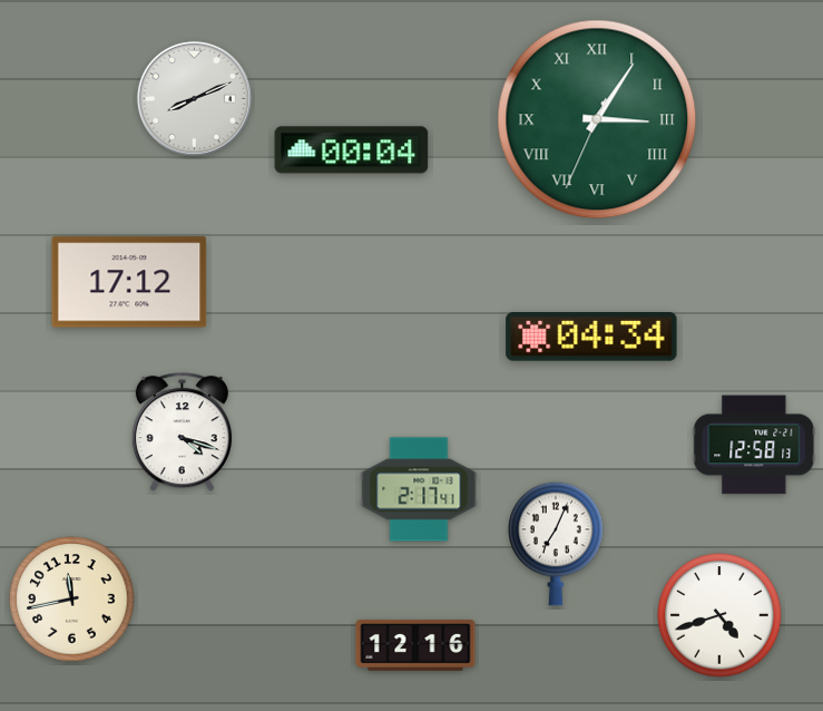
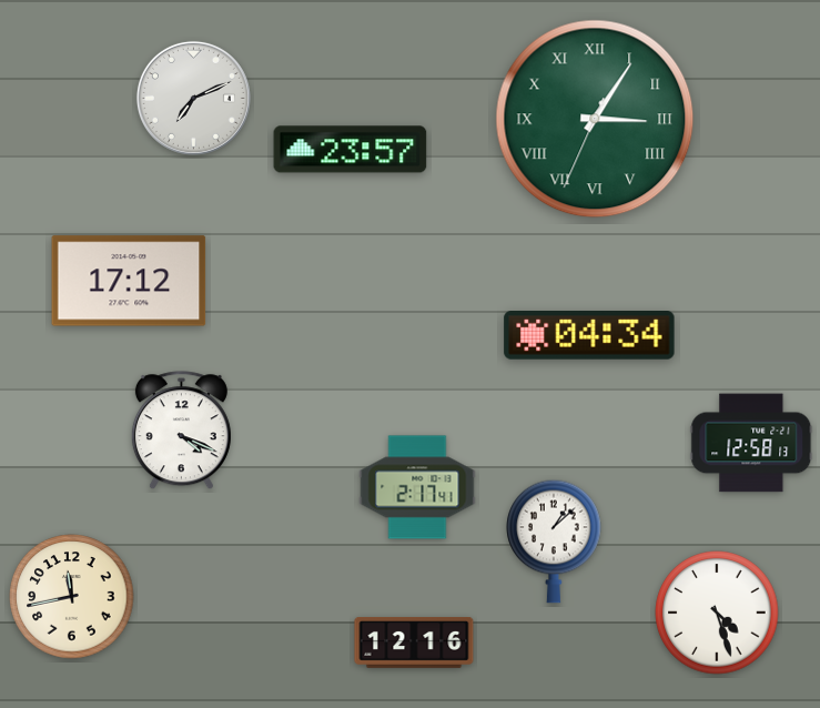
clock at (194, 98): 8:11 -> 7:11
clock at (352, 150): 00:04 -> 23:57
clock at (182, 432): 4:18 -> 4:19
clock at (556, 544): 7:04 -> 1:08
clock at (719, 615): 4:42 -> 4:27
